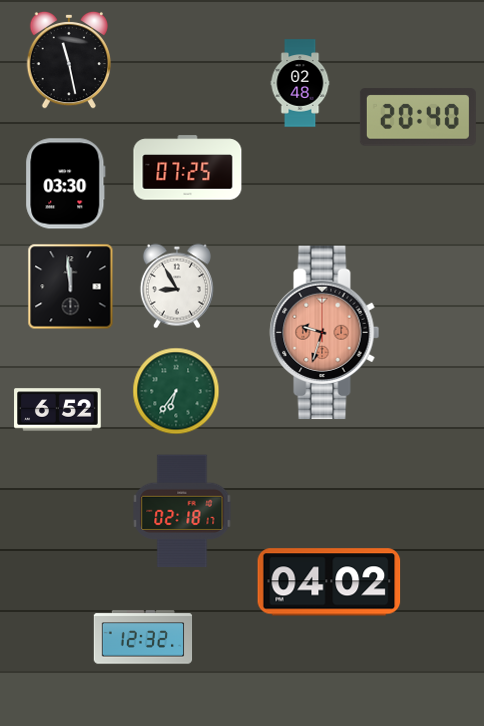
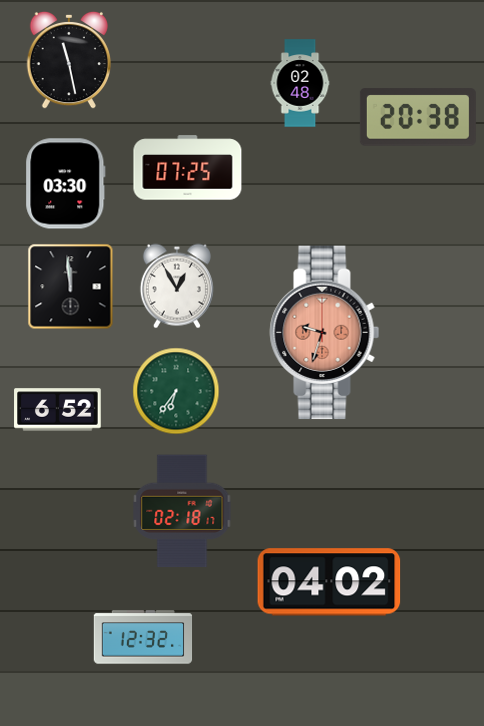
clock at (418, 117): 20:40 -> 20:38
clock at (177, 286): 8:55 -> 12:55
